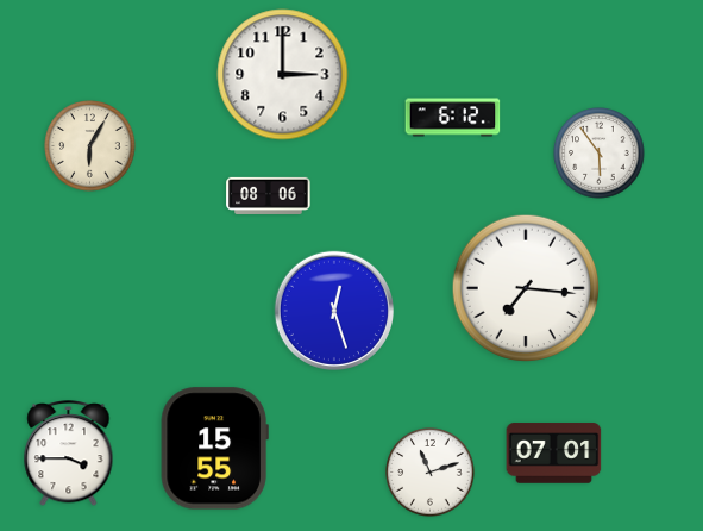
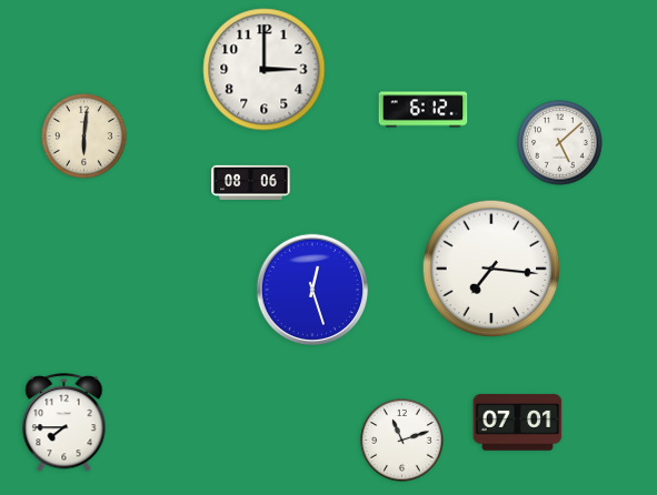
clock at (90, 146): 6:05 -> 6:01
clock at (600, 154): 5:54 -> 5:08
clock at (214, 449): 15:55 -> none
clock at (69, 454): 3:45 -> 7:45
